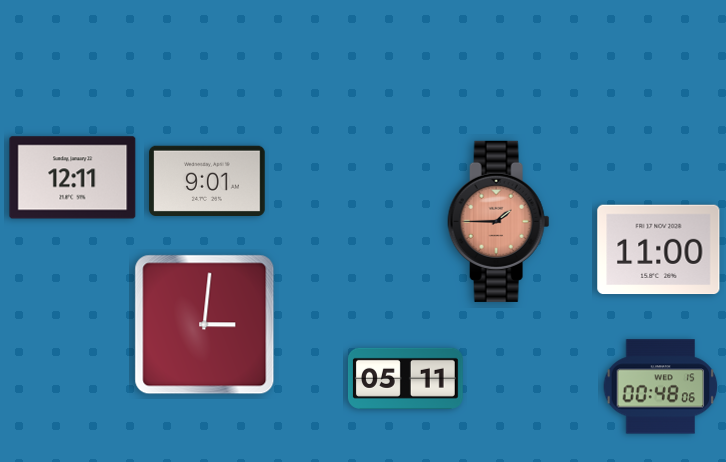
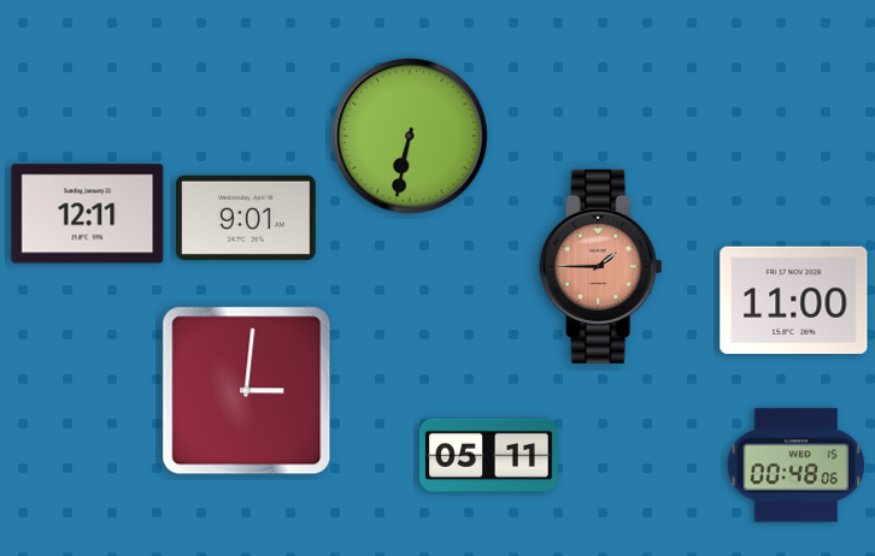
clock at (410, 136): none -> 6:32
clock at (208, 180) position: (208, 180) -> (247, 217)
